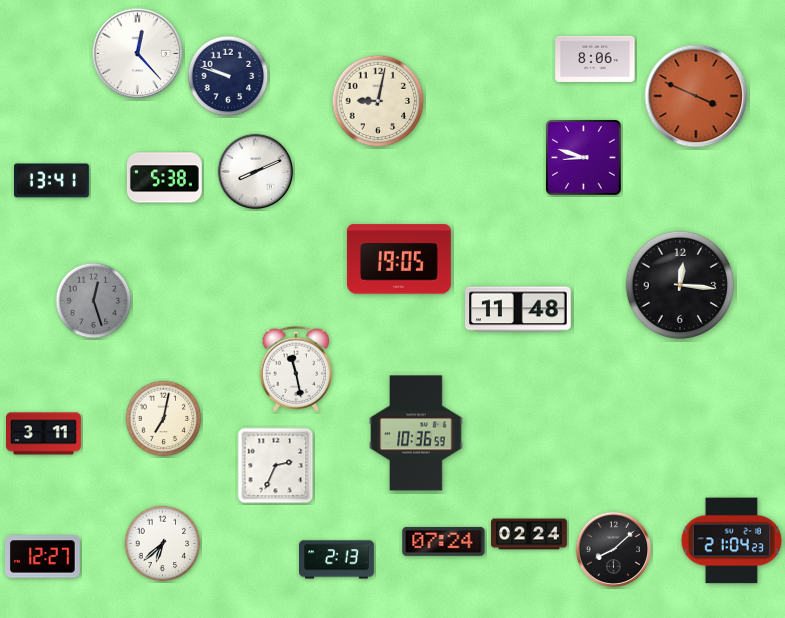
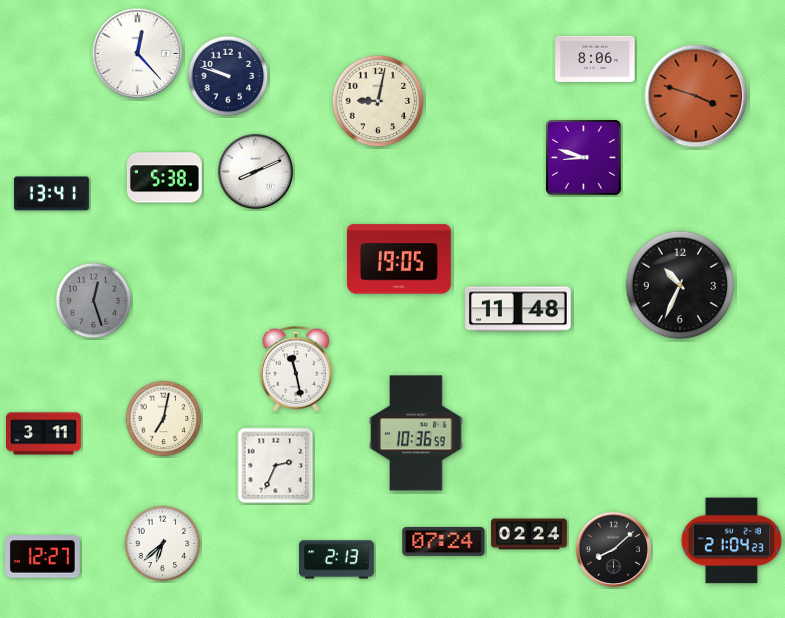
clock at (696, 96): 3:49 -> 3:48
clock at (52, 181) position: (52, 181) -> (52, 194)
clock at (680, 285): 12:16 -> 10:34
